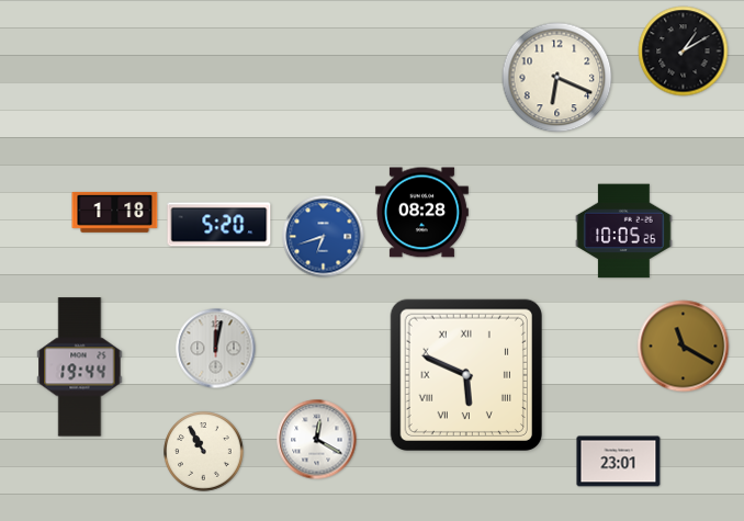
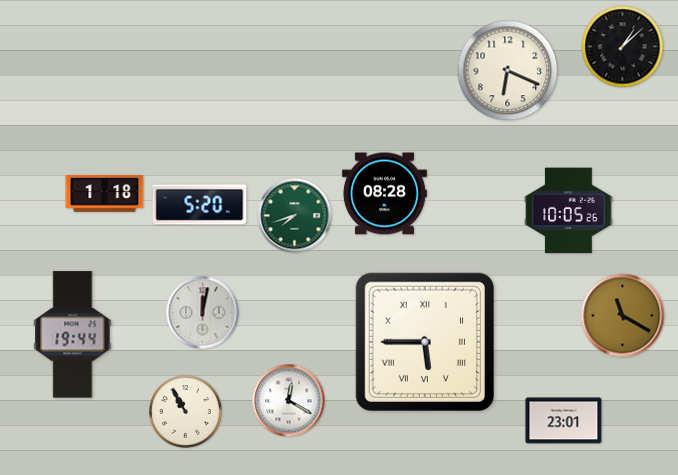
clock at (684, 52): 1:10 -> 1:08
clock at (324, 237): 6:42 -> 7:42
clock at (324, 237) dial: blue -> green
clock at (216, 349) position: (216, 349) -> (203, 313)
clock at (466, 375): 5:49 -> 5:45
